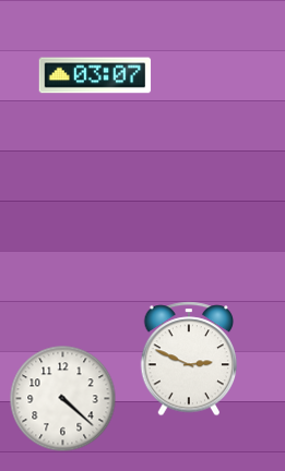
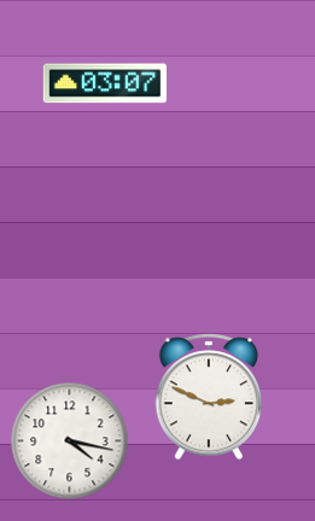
clock at (63, 399): 4:22 -> 4:17
